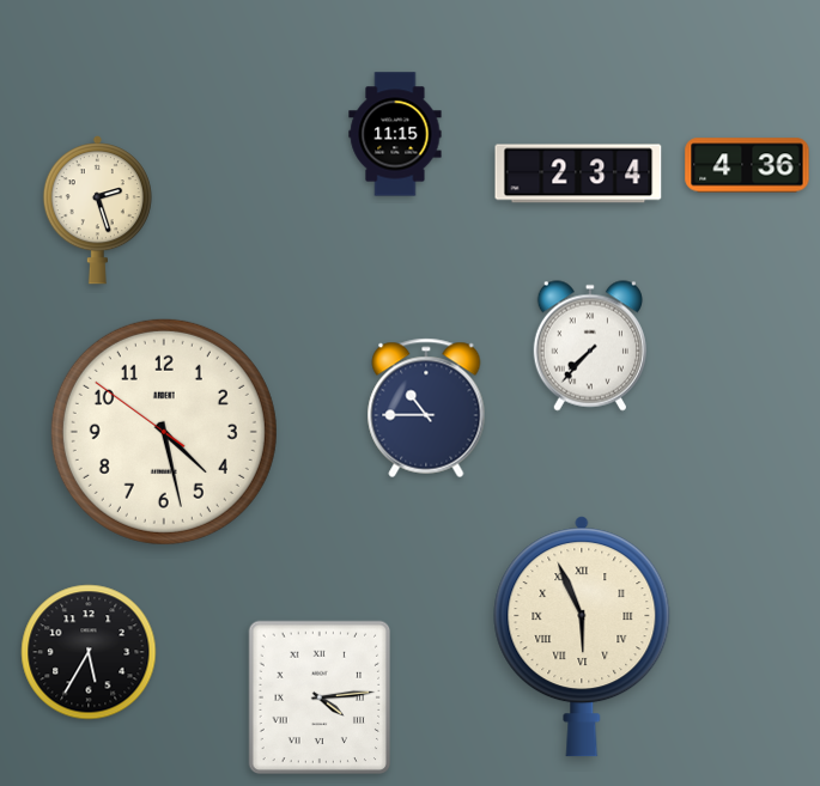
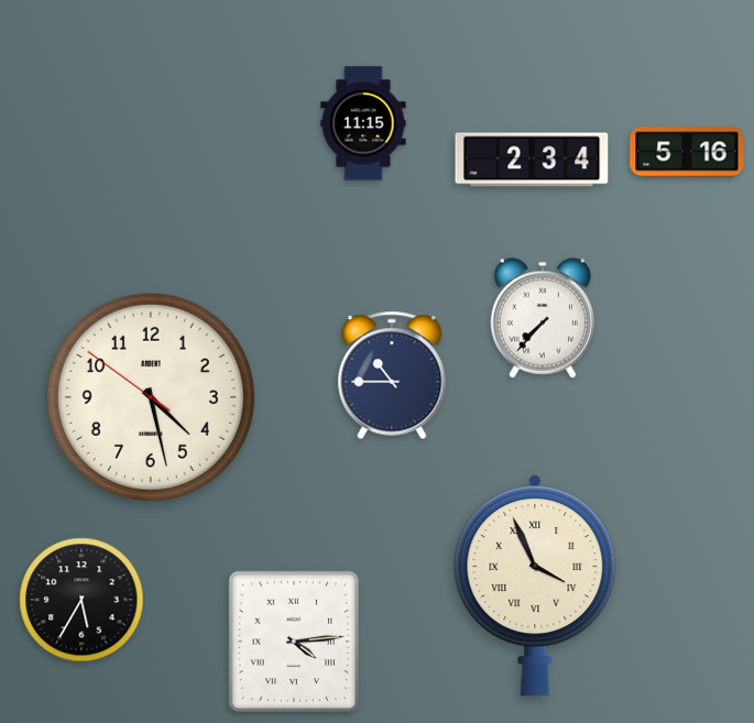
clock at (747, 165): 4:36 -> 5:16
clock at (97, 211): 2:27 -> none
clock at (582, 636): 5:56 -> 3:56
